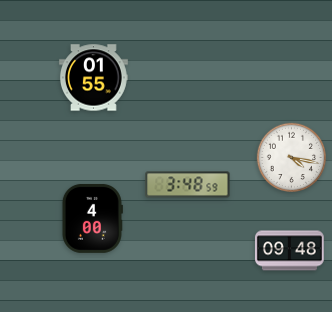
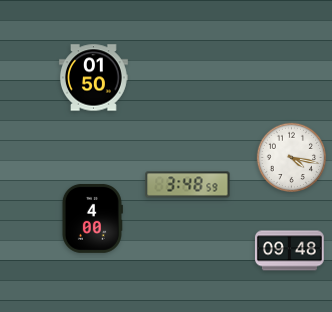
clock at (93, 78): 01:55 -> 01:50
